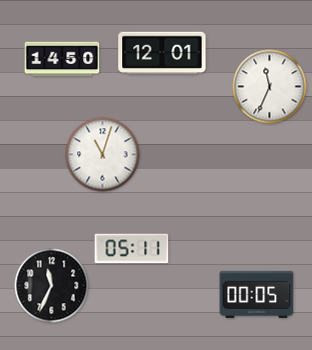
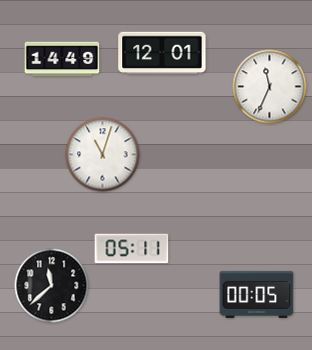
clock at (62, 59): 14:50 -> 14:49
clock at (52, 286): 11:34 -> 11:38
